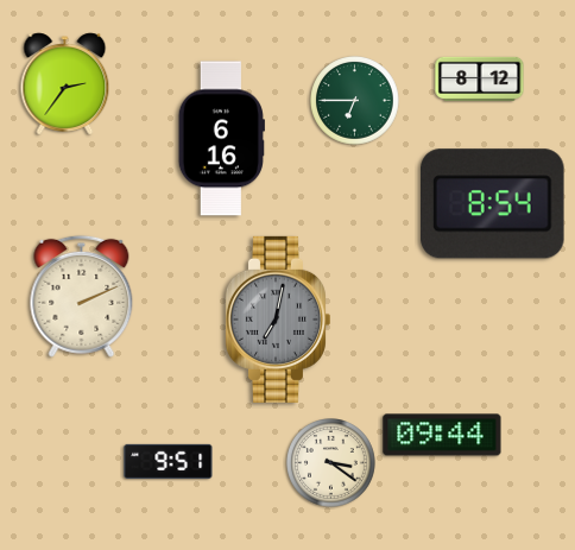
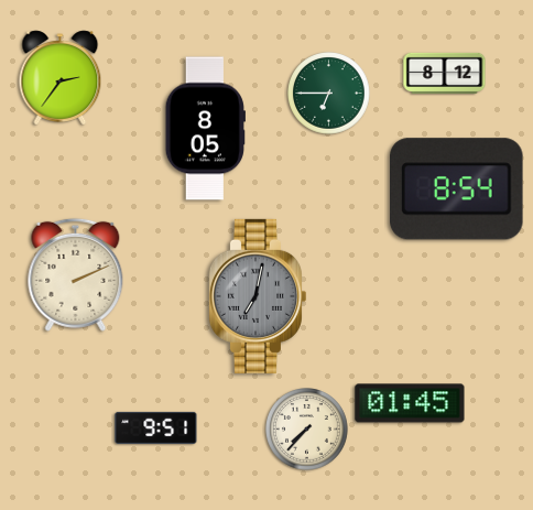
clock at (221, 139): 6:16 -> 8:05
clock at (442, 435): 09:44 -> 01:45
clock at (331, 463): 3:21 -> 7:37
